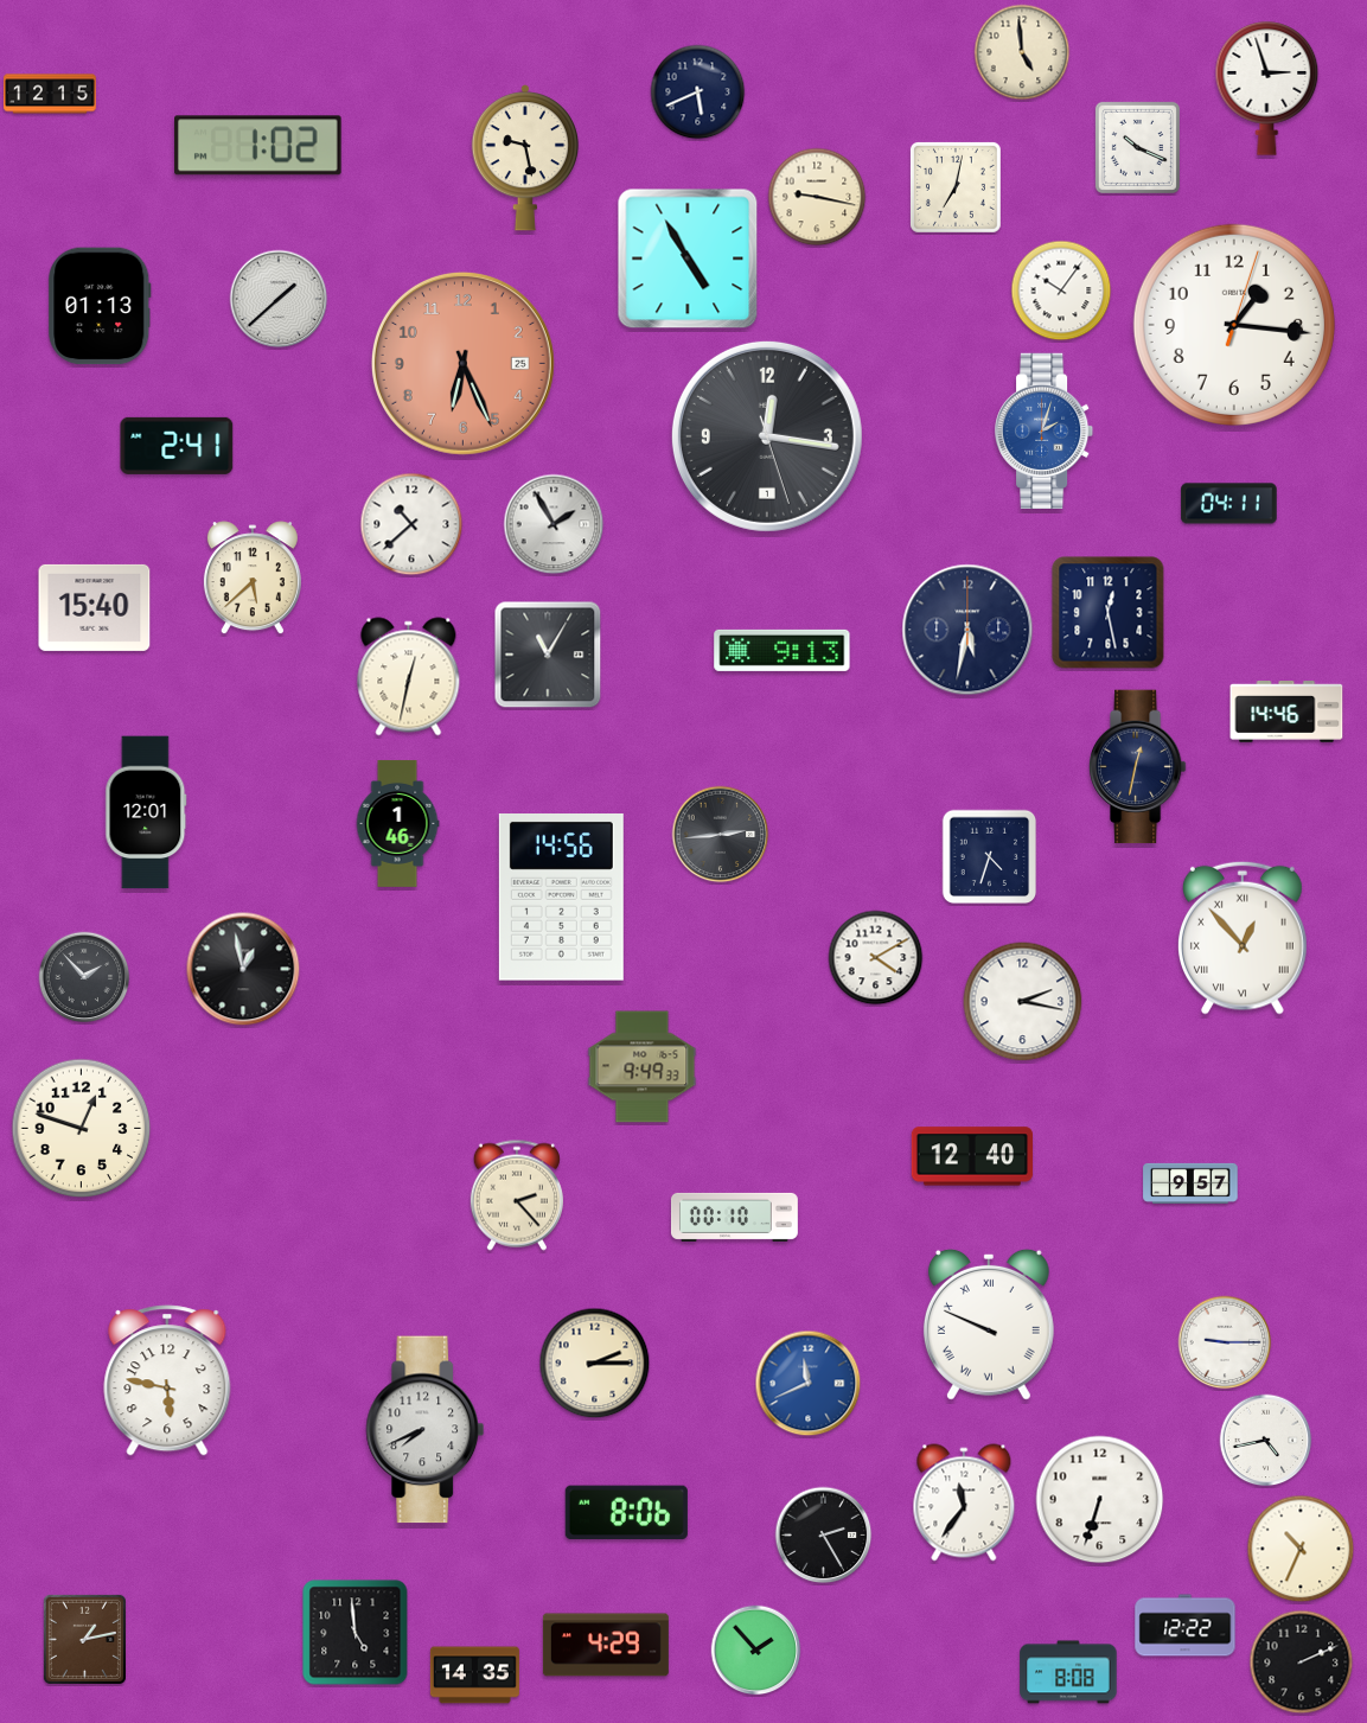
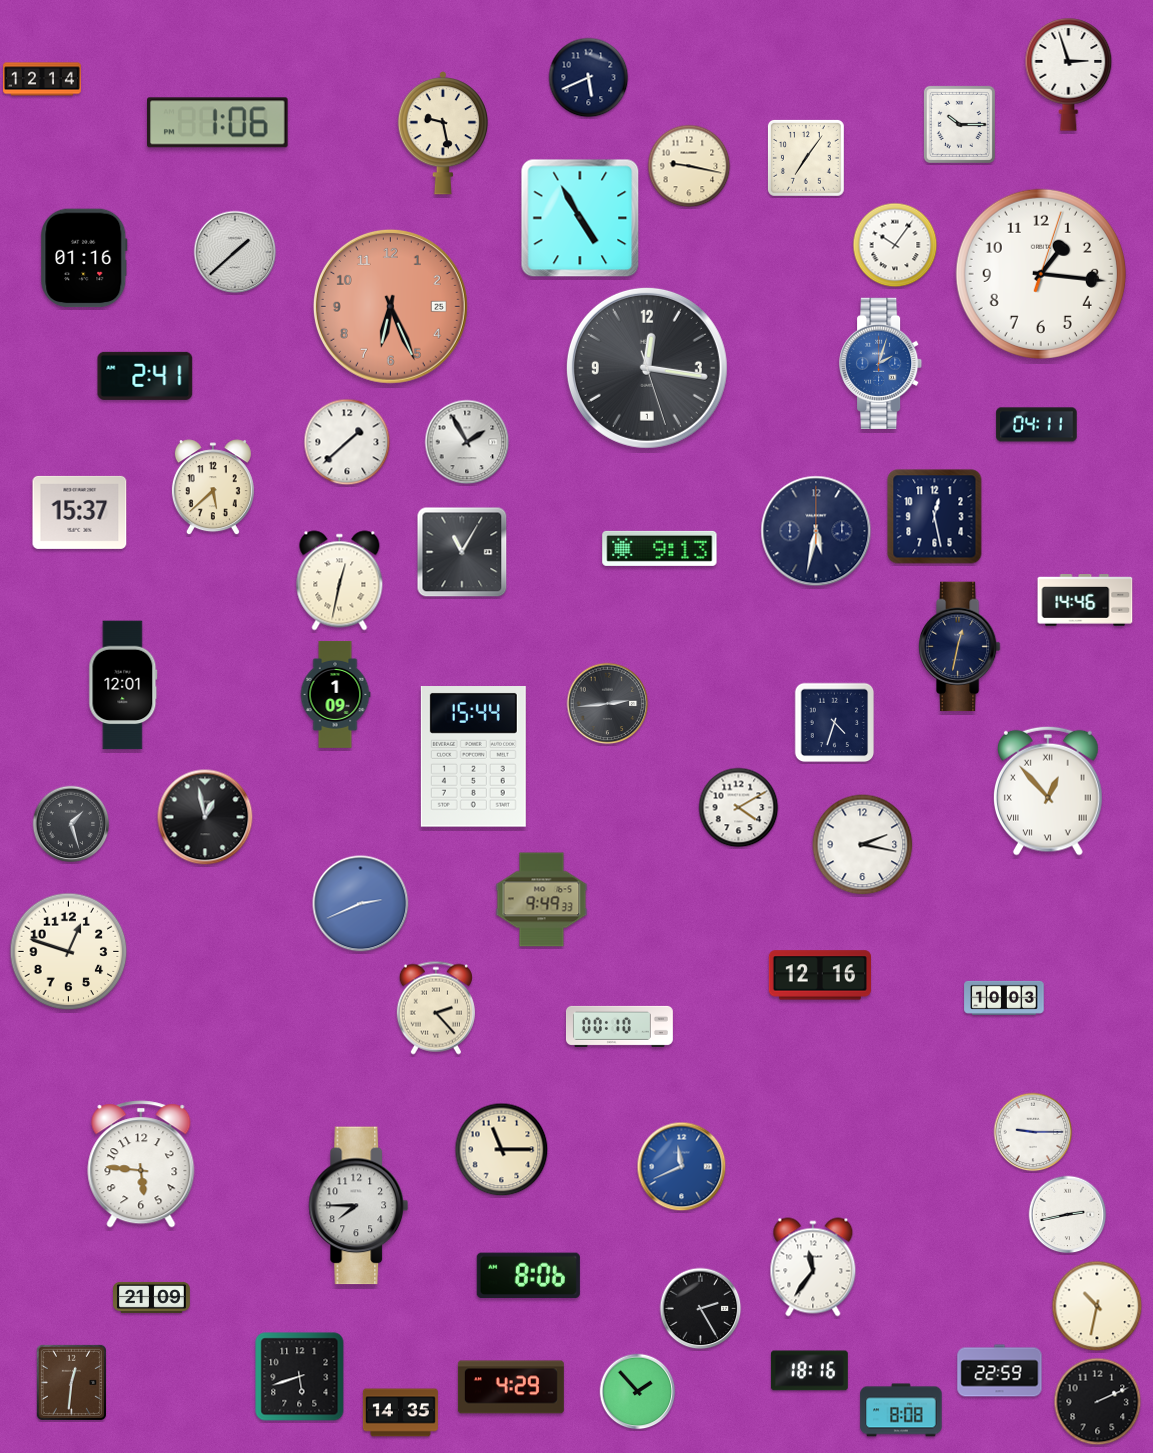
clock at (1022, 52): 4:59 -> none
clock at (50, 94): 12:15 -> 12:14
clock at (258, 146): 1:02 -> 1:06
clock at (1137, 147): 10:19 -> 10:15
clock at (956, 187): 7:02 -> 7:06
clock at (100, 306): 01:13 -> 01:16
clock at (177, 446) position: (177, 446) -> (145, 376)
clock at (411, 524): 10:38 -> 1:38
clock at (95, 607): 15:40 -> 15:37
clock at (409, 677) position: (409, 677) -> (340, 581)
clock at (397, 823): 1:46 -> 1:09
clock at (561, 898): 14:56 -> 15:44
clock at (84, 977): 1:53 -> 1:27
clock at (361, 904): none -> 2:41
clock at (971, 1156): 12:40 -> 12:16
clock at (1190, 1183): 9:57 -> 10:03
clock at (989, 1325): 9:49 -> none
clock at (595, 1364): 2:15 -> 11:15
clock at (167, 1380): 5:47 -> 5:46
clock at (426, 1430): 7:41 -> 7:45
clock at (1266, 1441): 4:43 -> 2:43
clock at (1100, 1500): 6:33 -> none
clock at (824, 1536) position: (824, 1536) -> (701, 1309)
clock at (152, 1297): none -> 21:09
clock at (1301, 1549): 10:34 -> 10:32
clock at (809, 1371): none -> 18:16
clock at (1186, 1626): 12:22 -> 22:59
clock at (356, 1633): 4:59 -> 5:42
clock at (84, 1639): 1:13 -> 12:31
